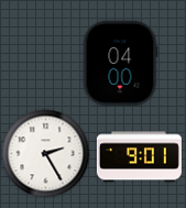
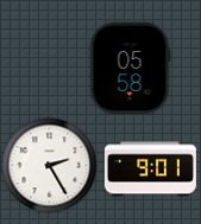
clock at (120, 63): 04:00 -> 05:58
